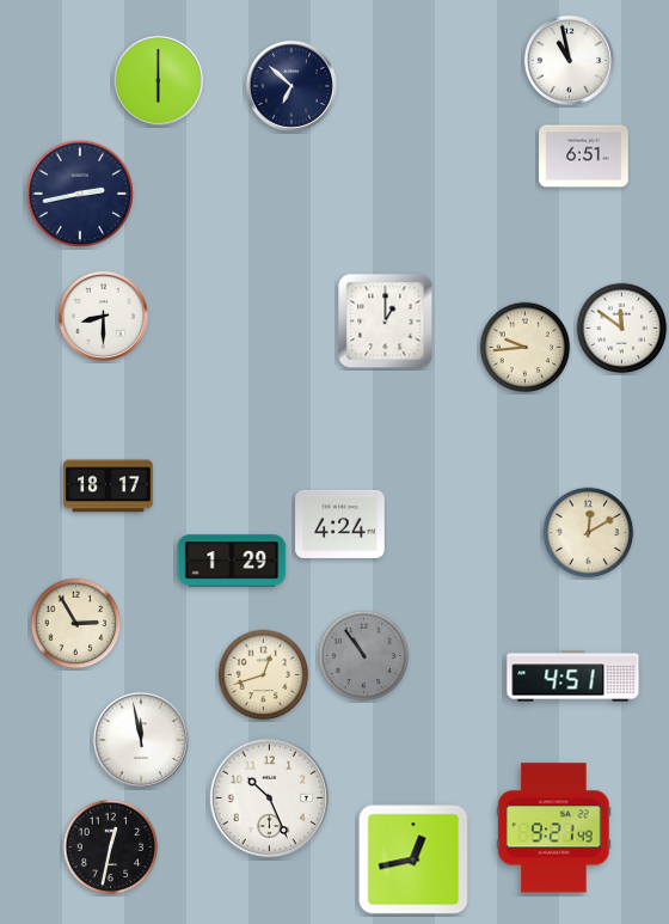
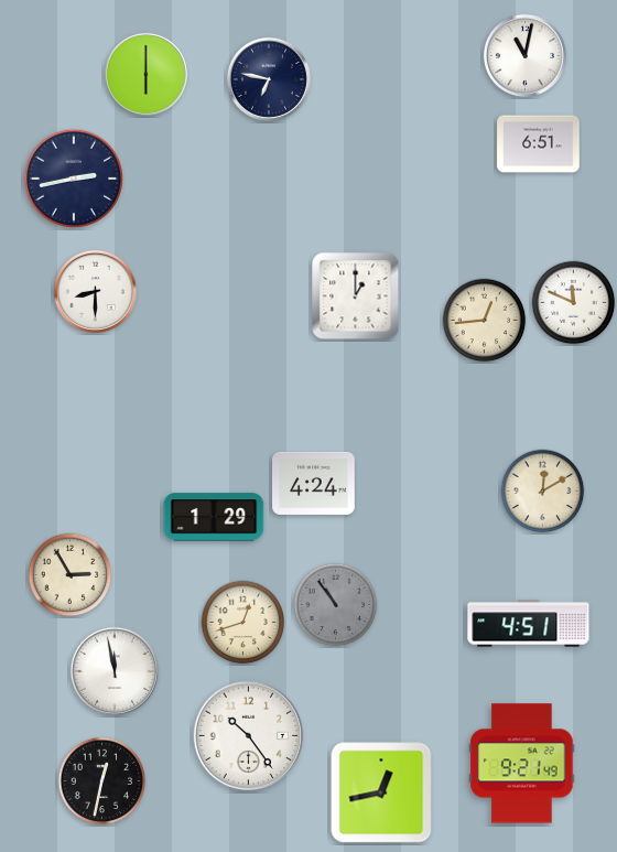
clock at (569, 60): 10:58 -> 11:02
clock at (291, 86): 6:52 -> 6:47
clock at (622, 329): 11:51 -> 11:49
clock at (526, 348): 9:44 -> 12:44
clock at (109, 487): 18:17 -> none
clock at (141, 740) position: (141, 740) -> (115, 671)
clock at (270, 798): 10:26 -> 10:24
clock at (554, 828) position: (554, 828) -> (522, 764)
